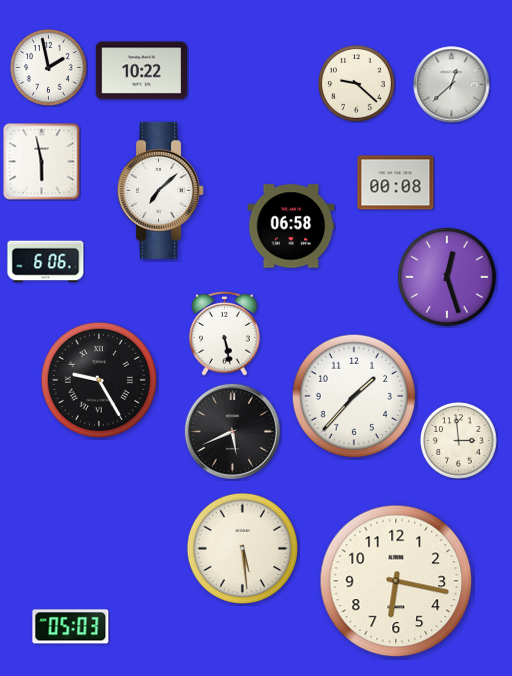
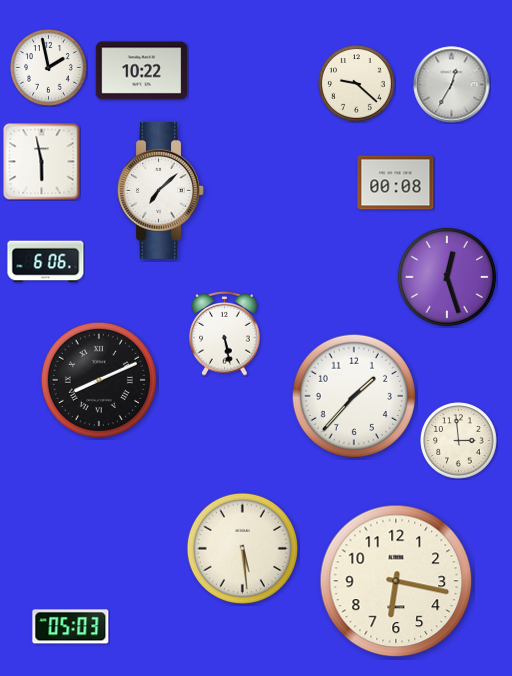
clock at (452, 85): 12:38 -> 12:35
clock at (291, 226): 06:58 -> none
clock at (99, 380): 9:25 -> 8:11
clock at (232, 431): 5:41 -> none
